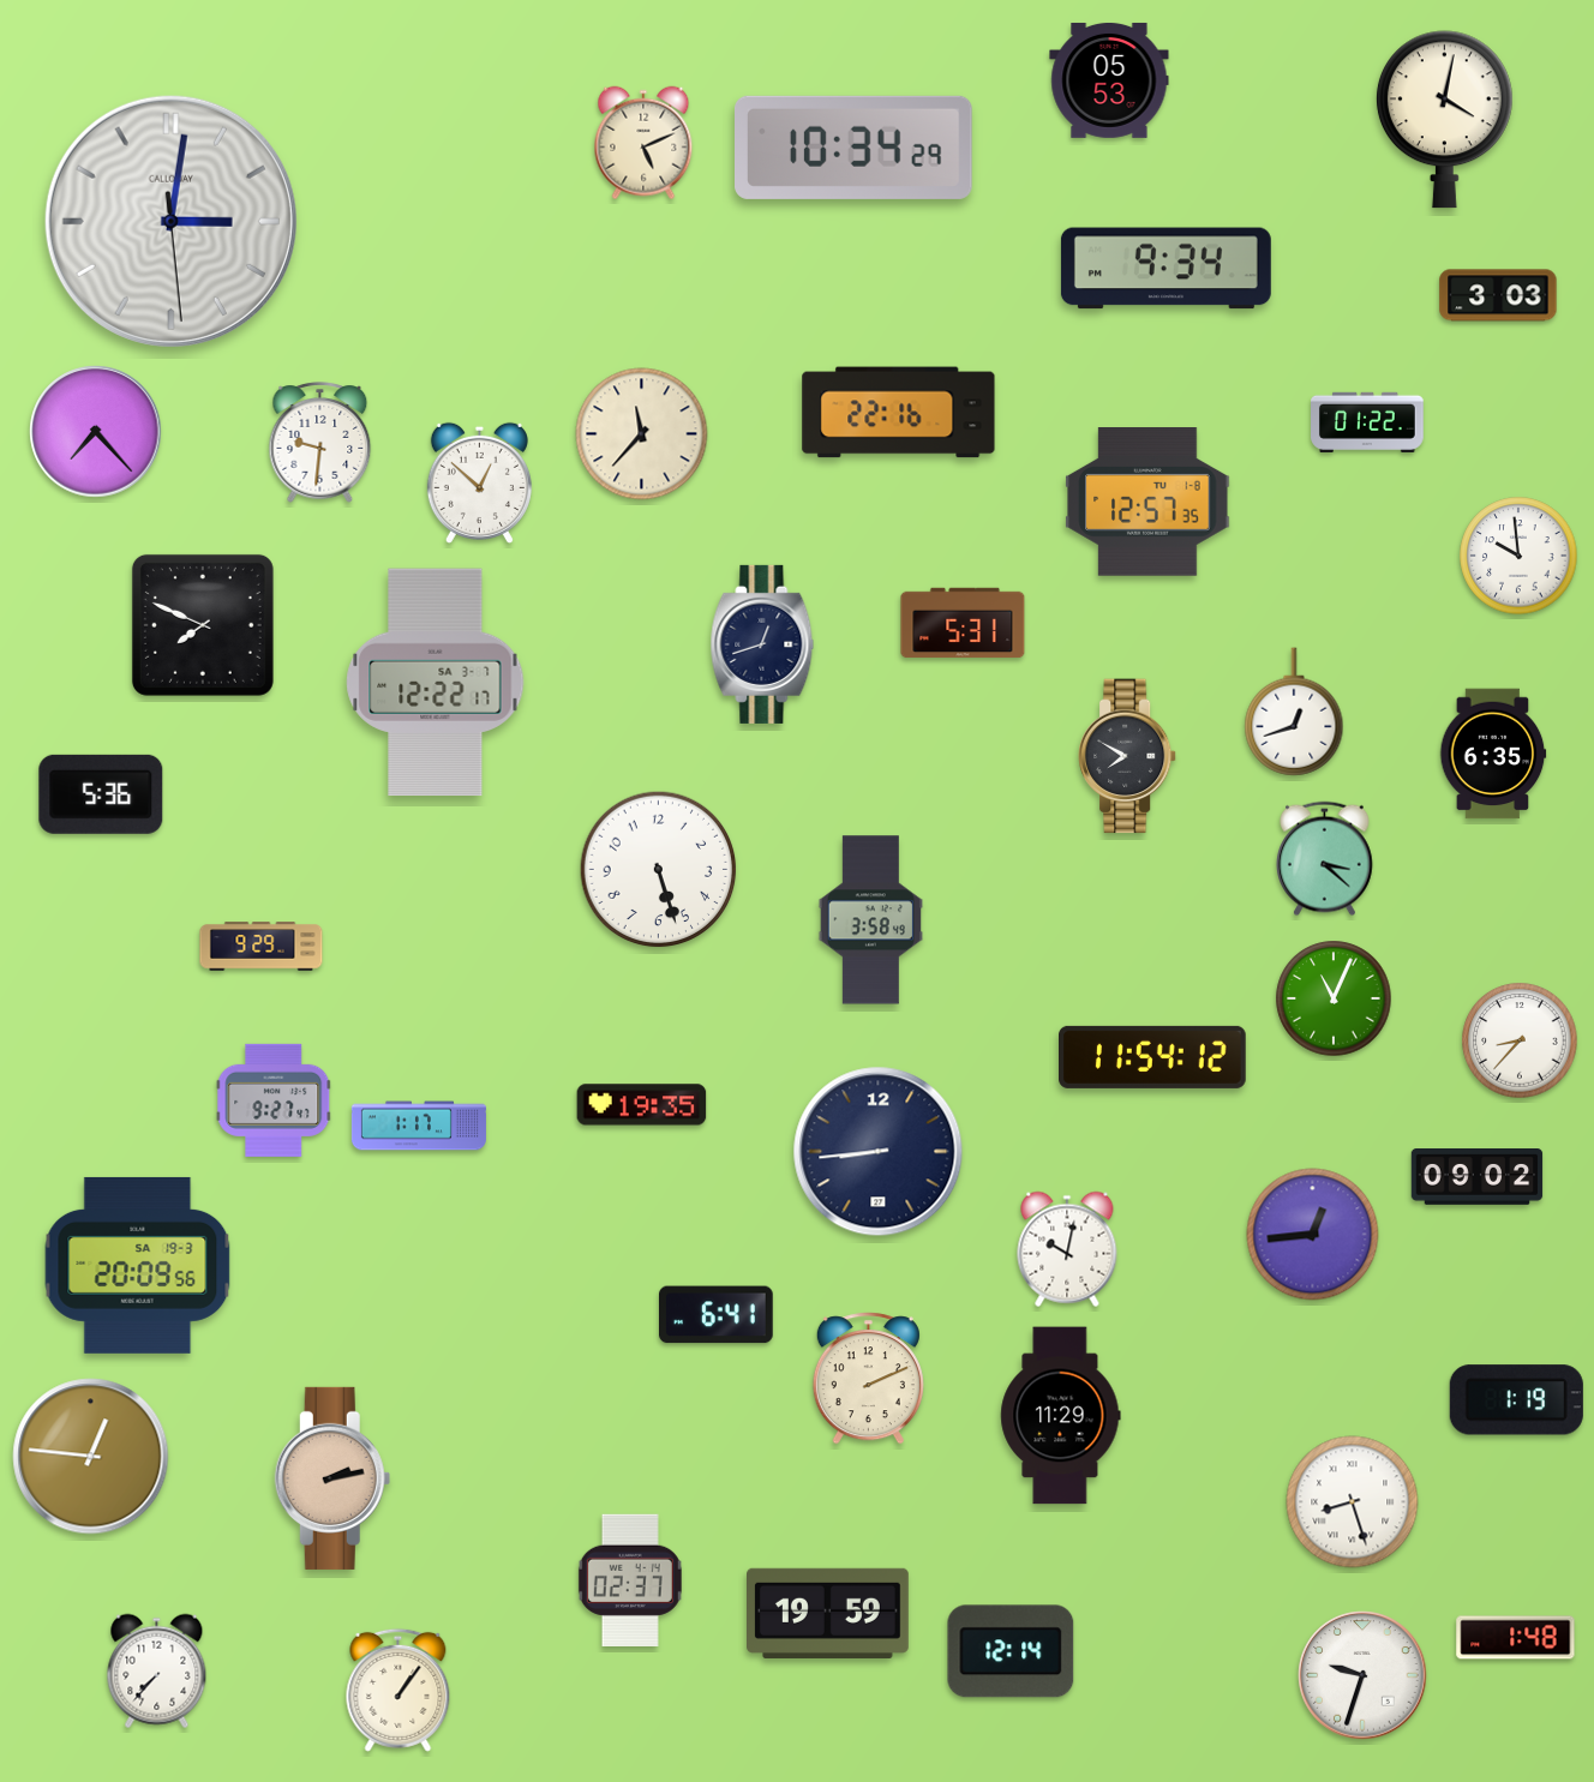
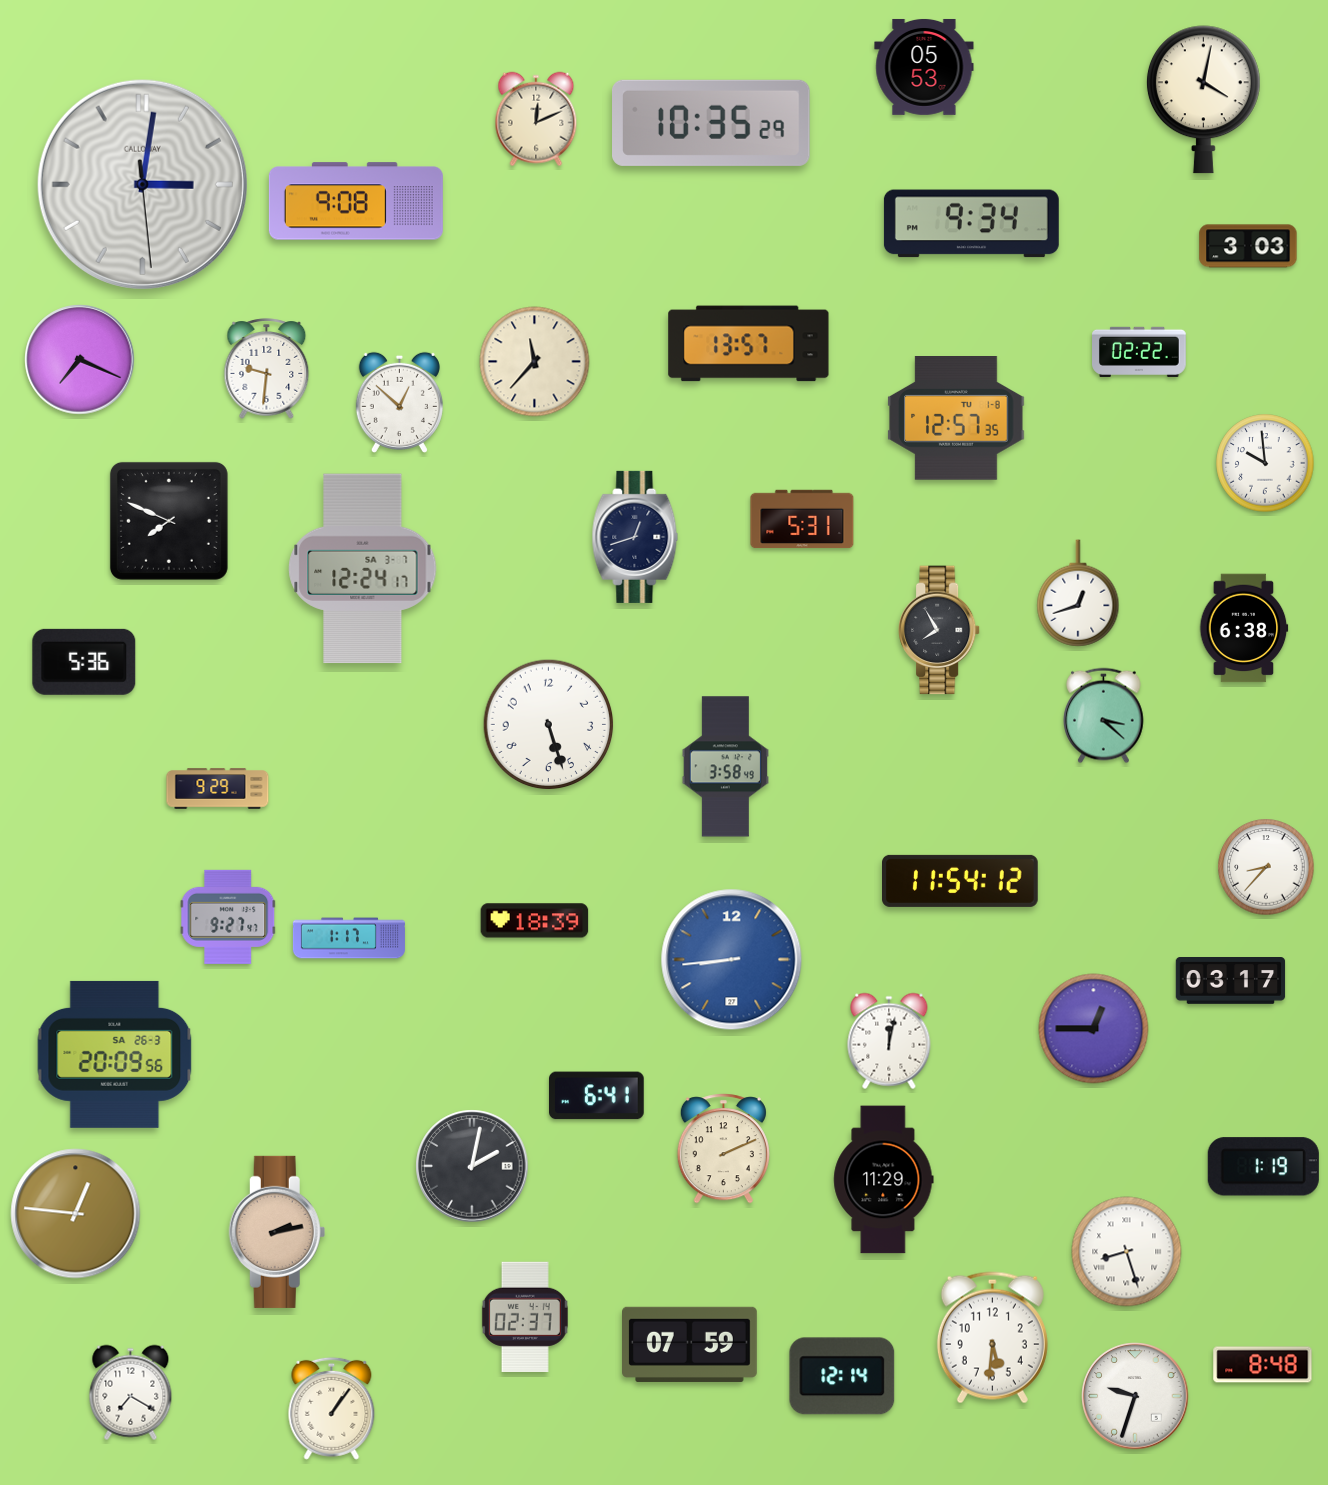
clock at (643, 143): 5:11 -> 12:11
clock at (855, 148): 10:34 -> 10:35
clock at (356, 201): none -> 9:08
clock at (899, 413): 22:16 -> 13:57
clock at (1368, 422): 01:22 -> 02:22
clock at (96, 432): 7:23 -> 7:19
clock at (436, 683): 12:22 -> 12:24
clock at (1493, 754): 6:35 -> 6:38
clock at (1128, 756): 7:50 -> 7:55
clock at (1334, 998): 11:04 -> none
clock at (642, 1105): 19:35 -> 18:39
clock at (879, 1152) dial: navy -> blue
clock at (1478, 1177): 09:02 -> 03:17
clock at (1313, 1235): 12:44 -> 12:45
clock at (1067, 1249): 10:02 -> 12:02
clock at (138, 1265) date: SA 19-3 -> SA 26-3
clock at (472, 1166): none -> 2:02
clock at (992, 1338): none -> 5:31
clock at (828, 1613): 19:59 -> 07:59
clock at (1516, 1638): 1:48 -> 8:48
clock at (157, 1672): 7:37 -> 7:20
